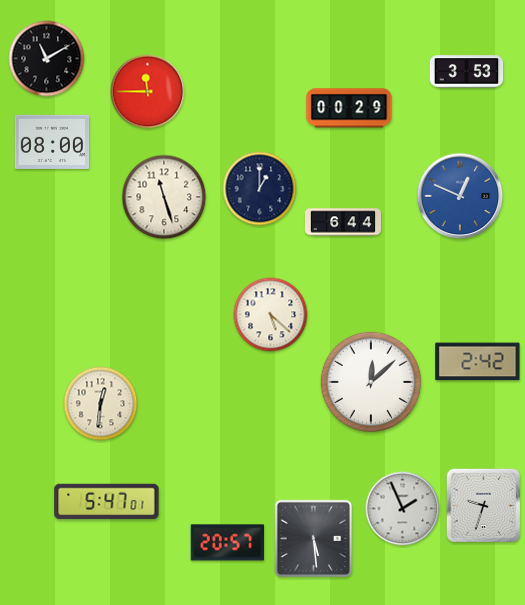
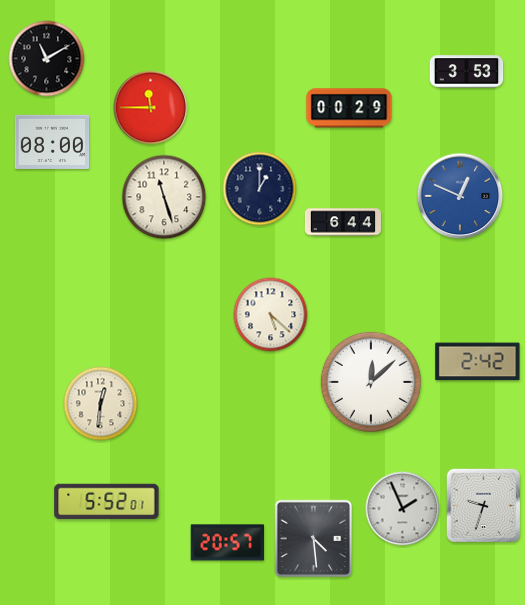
clock at (148, 92) position: (148, 92) -> (151, 108)
clock at (107, 502): 5:47 -> 5:52
clock at (314, 539): 5:29 -> 4:29
